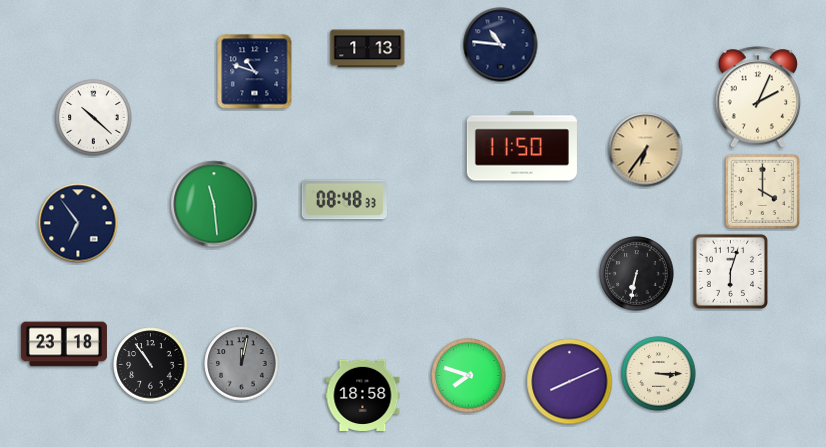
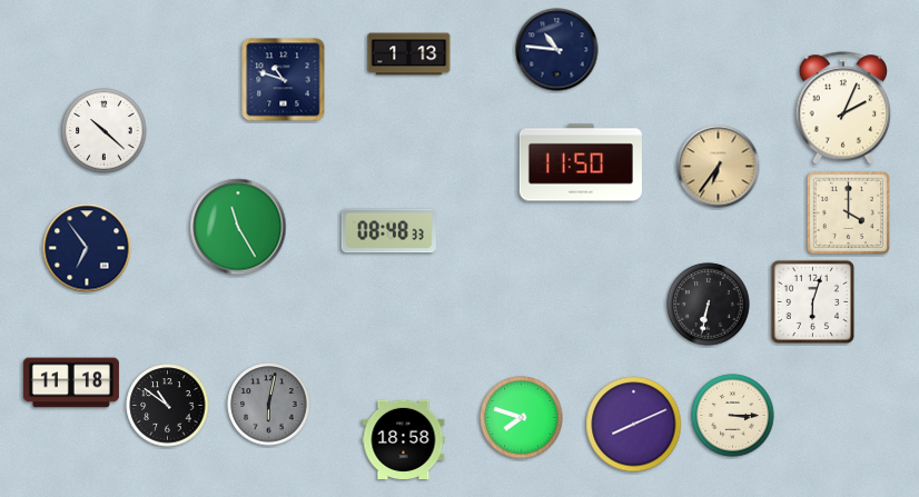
clock at (344, 200) position: (344, 200) -> (388, 231)
clock at (214, 204): 11:29 -> 11:25
clock at (64, 344): 23:18 -> 11:18
clock at (242, 364): 12:02 -> 6:02
clock at (151, 365): 10:54 -> 10:51
